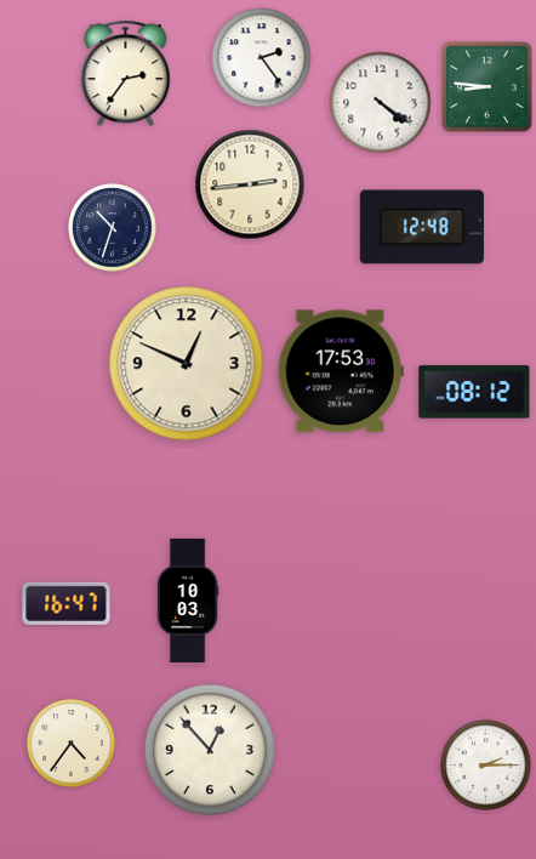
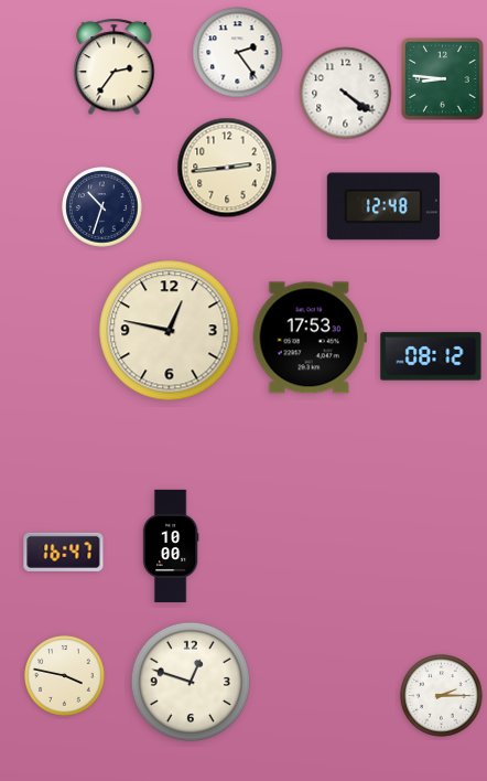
clock at (187, 364): 12:49 -> 12:47
clock at (188, 601): 10:03 -> 10:00
clock at (67, 603) position: (67, 603) -> (64, 552)
clock at (72, 744): 4:36 -> 3:47
clock at (210, 750): 12:53 -> 12:48
